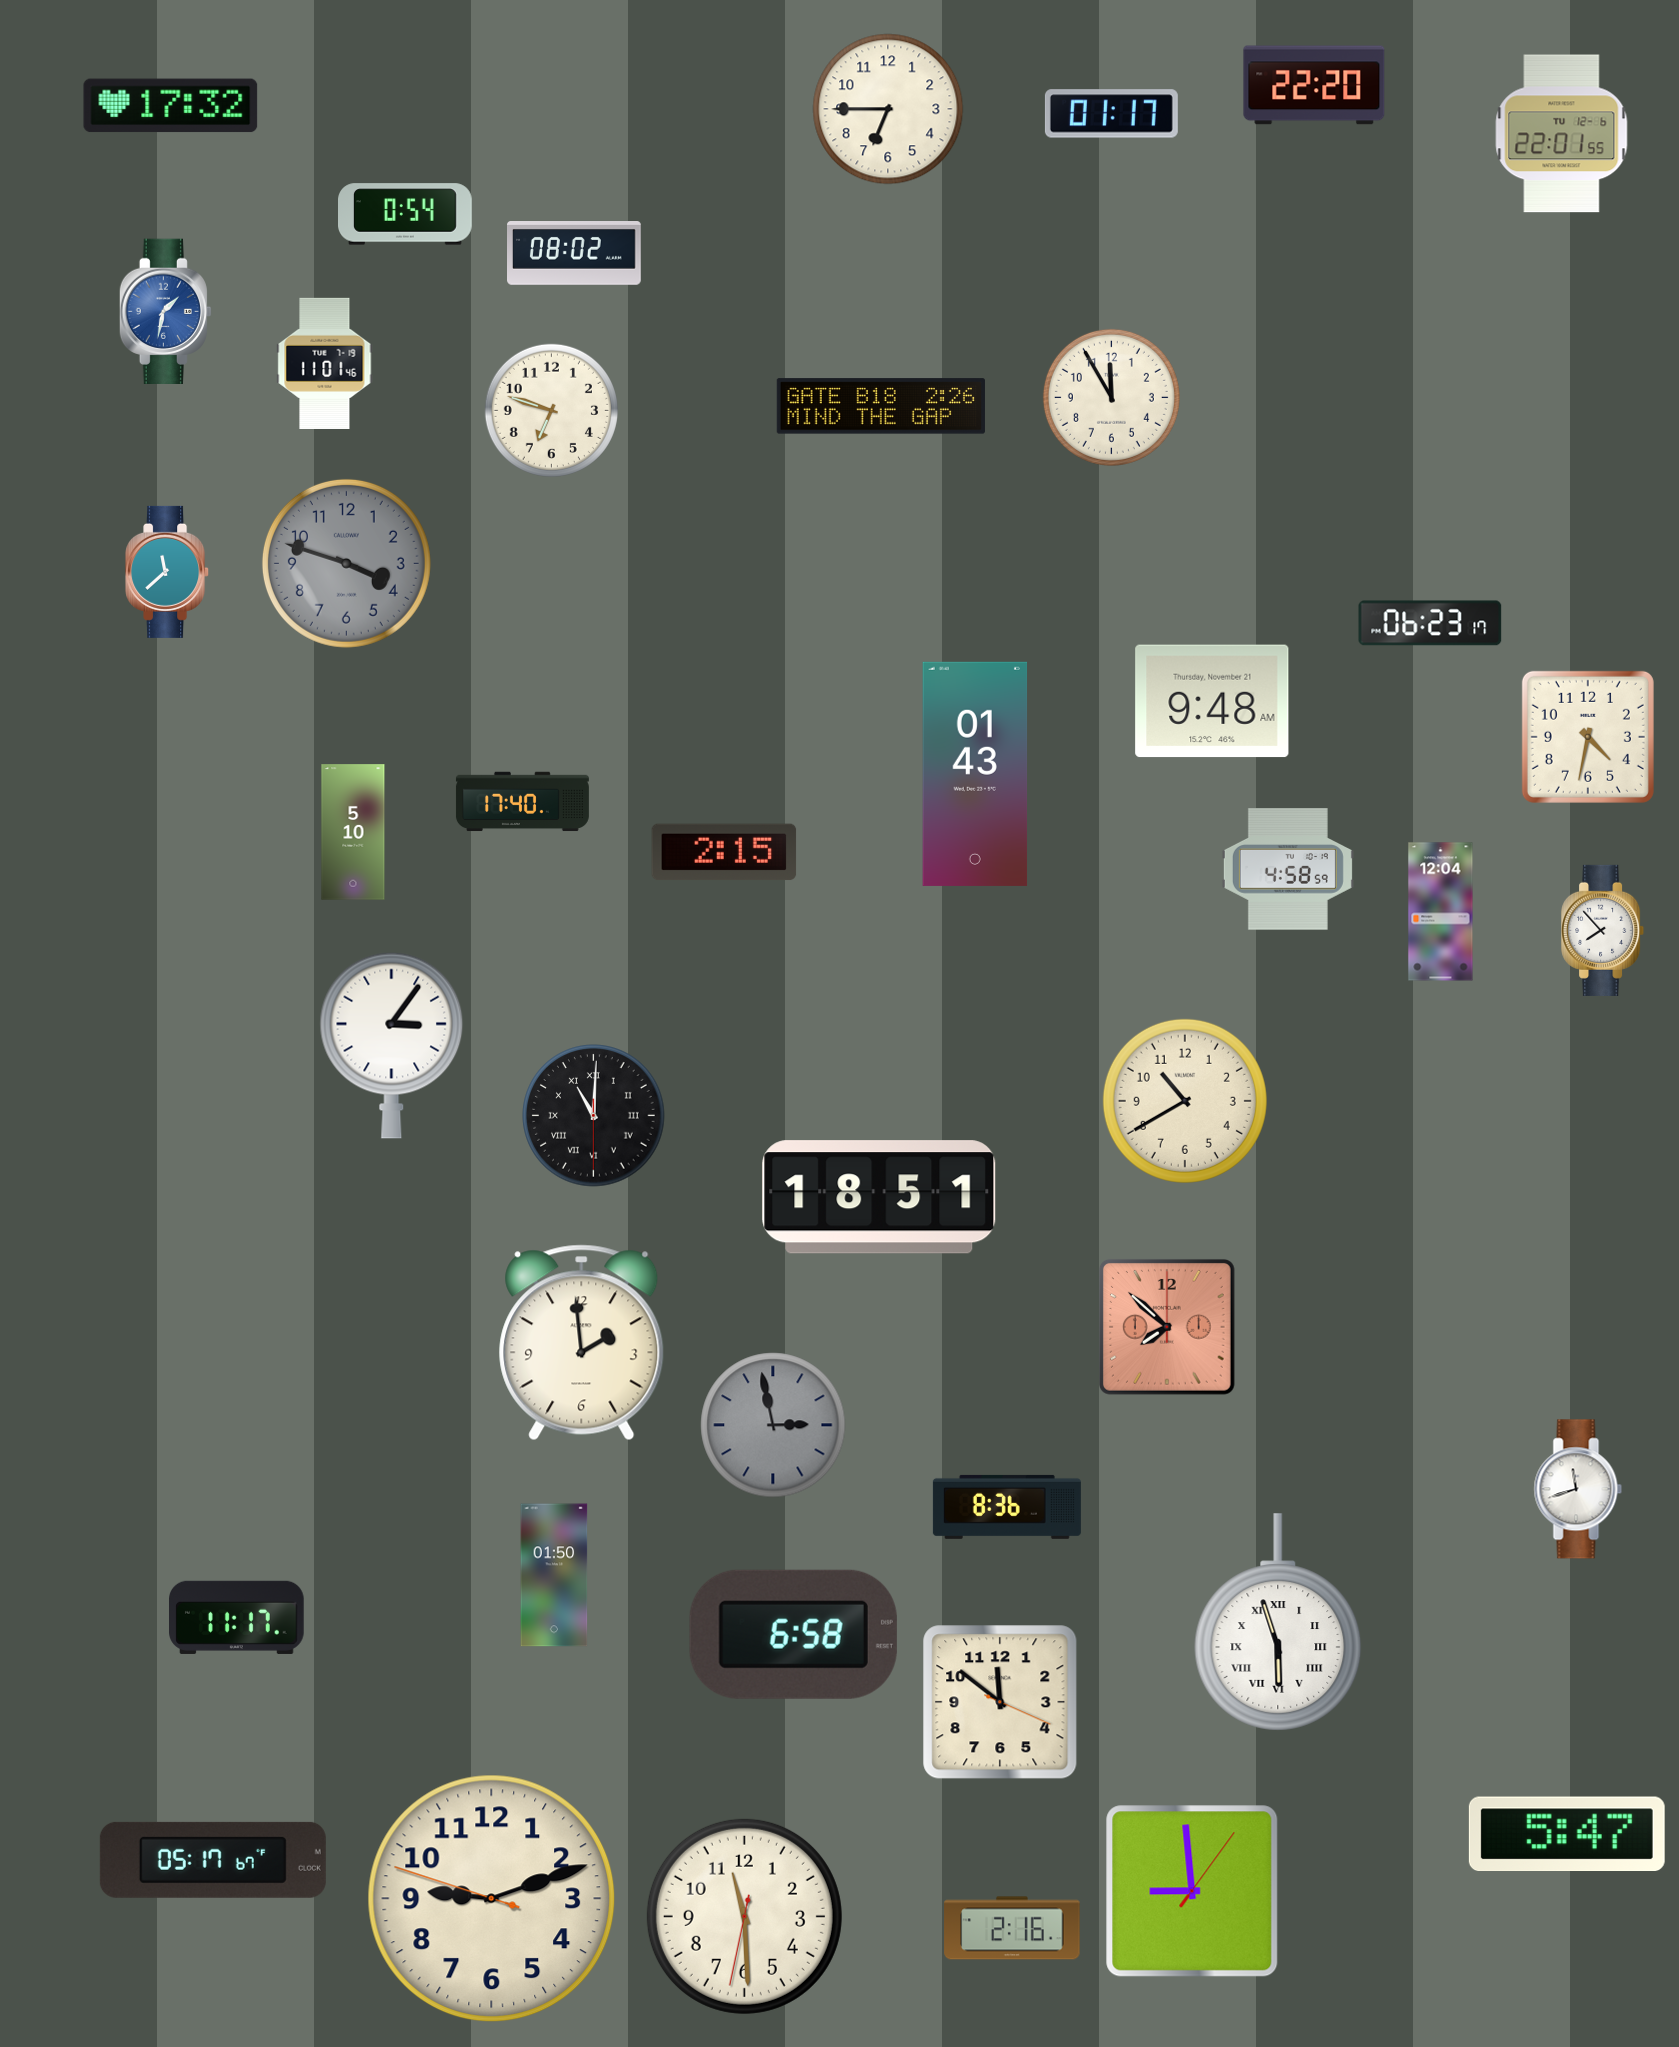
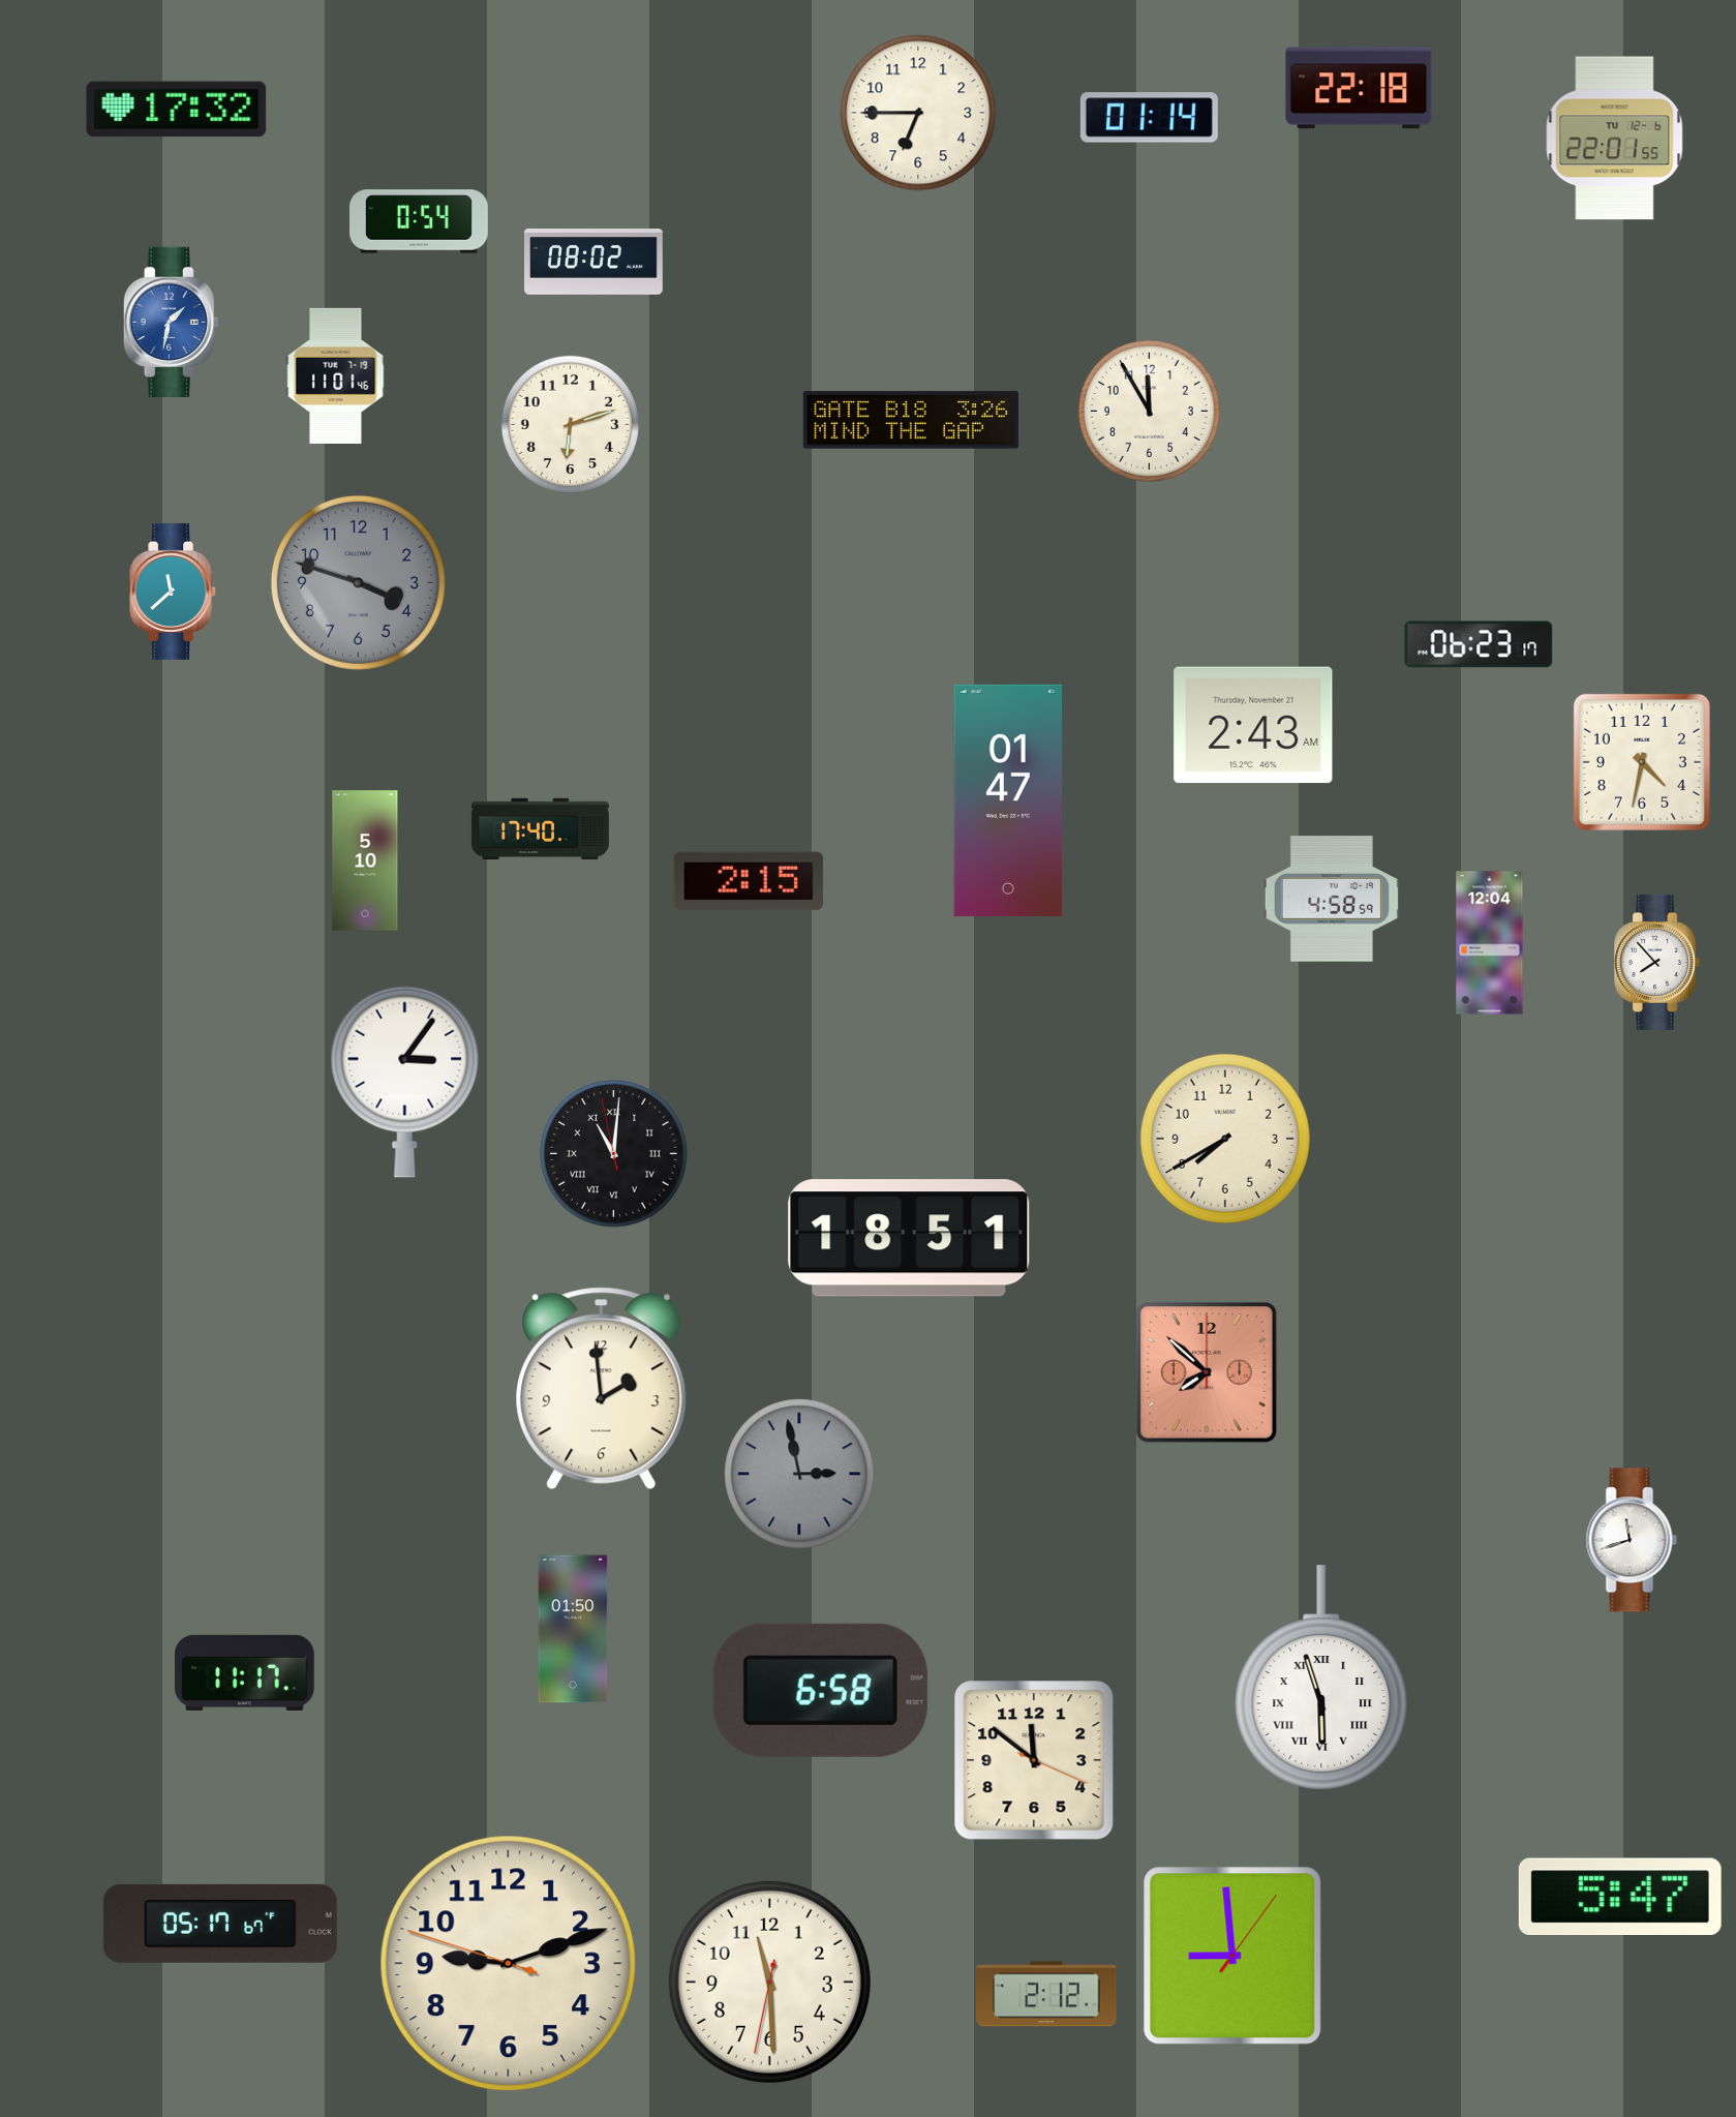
clock at (1314, 85): 22:20 -> 22:18
clock at (1111, 114): 01:17 -> 01:14
clock at (881, 406): 2:26 -> 3:26
clock at (551, 410): 6:48 -> 6:12
clock at (1212, 701): 9:48 -> 2:43
clock at (975, 774): 01:43 -> 01:47
clock at (1185, 1101): 10:40 -> 7:40
clock at (594, 1116): 11:00:30 -> 11:00:58
clock at (1007, 1507): 8:36 -> none
clock at (1012, 1928): 2:16 -> 2:12
